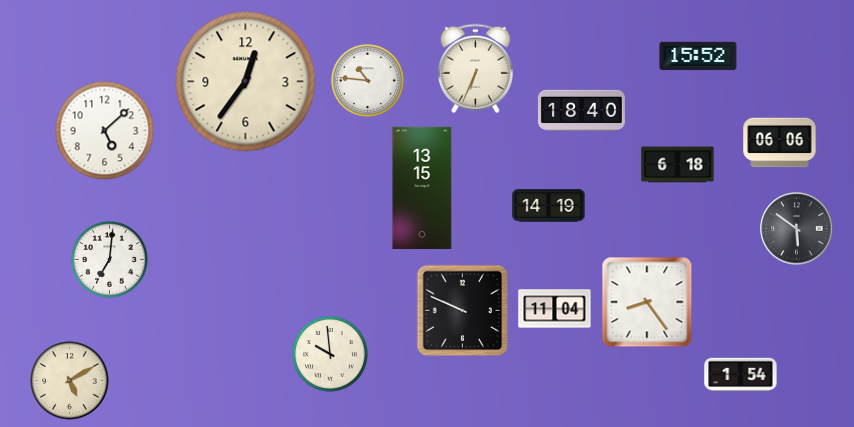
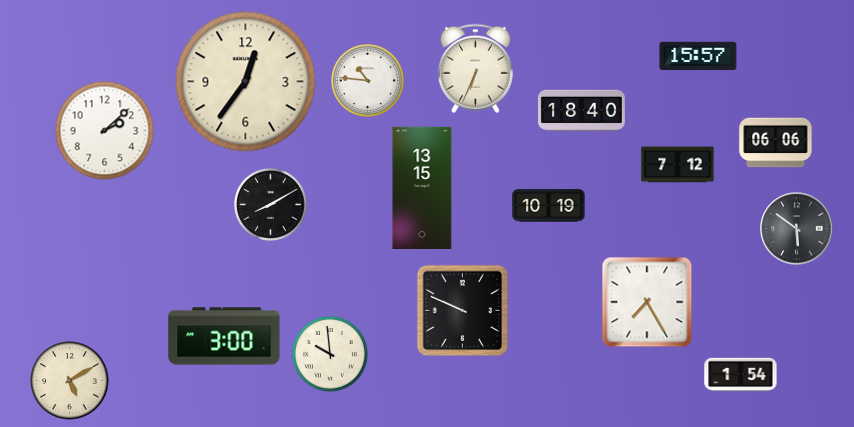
clock at (698, 56): 15:52 -> 15:57
clock at (105, 131): 5:08 -> 2:08
clock at (780, 143) position: (780, 143) -> (776, 143)
clock at (678, 165): 6:18 -> 7:12
clock at (270, 204): none -> 8:10
clock at (549, 206): 14:19 -> 10:19
clock at (110, 260): 7:01 -> none
clock at (647, 302): 8:24 -> 7:25
clock at (555, 309): 11:04 -> none
clock at (224, 336): none -> 3:00
